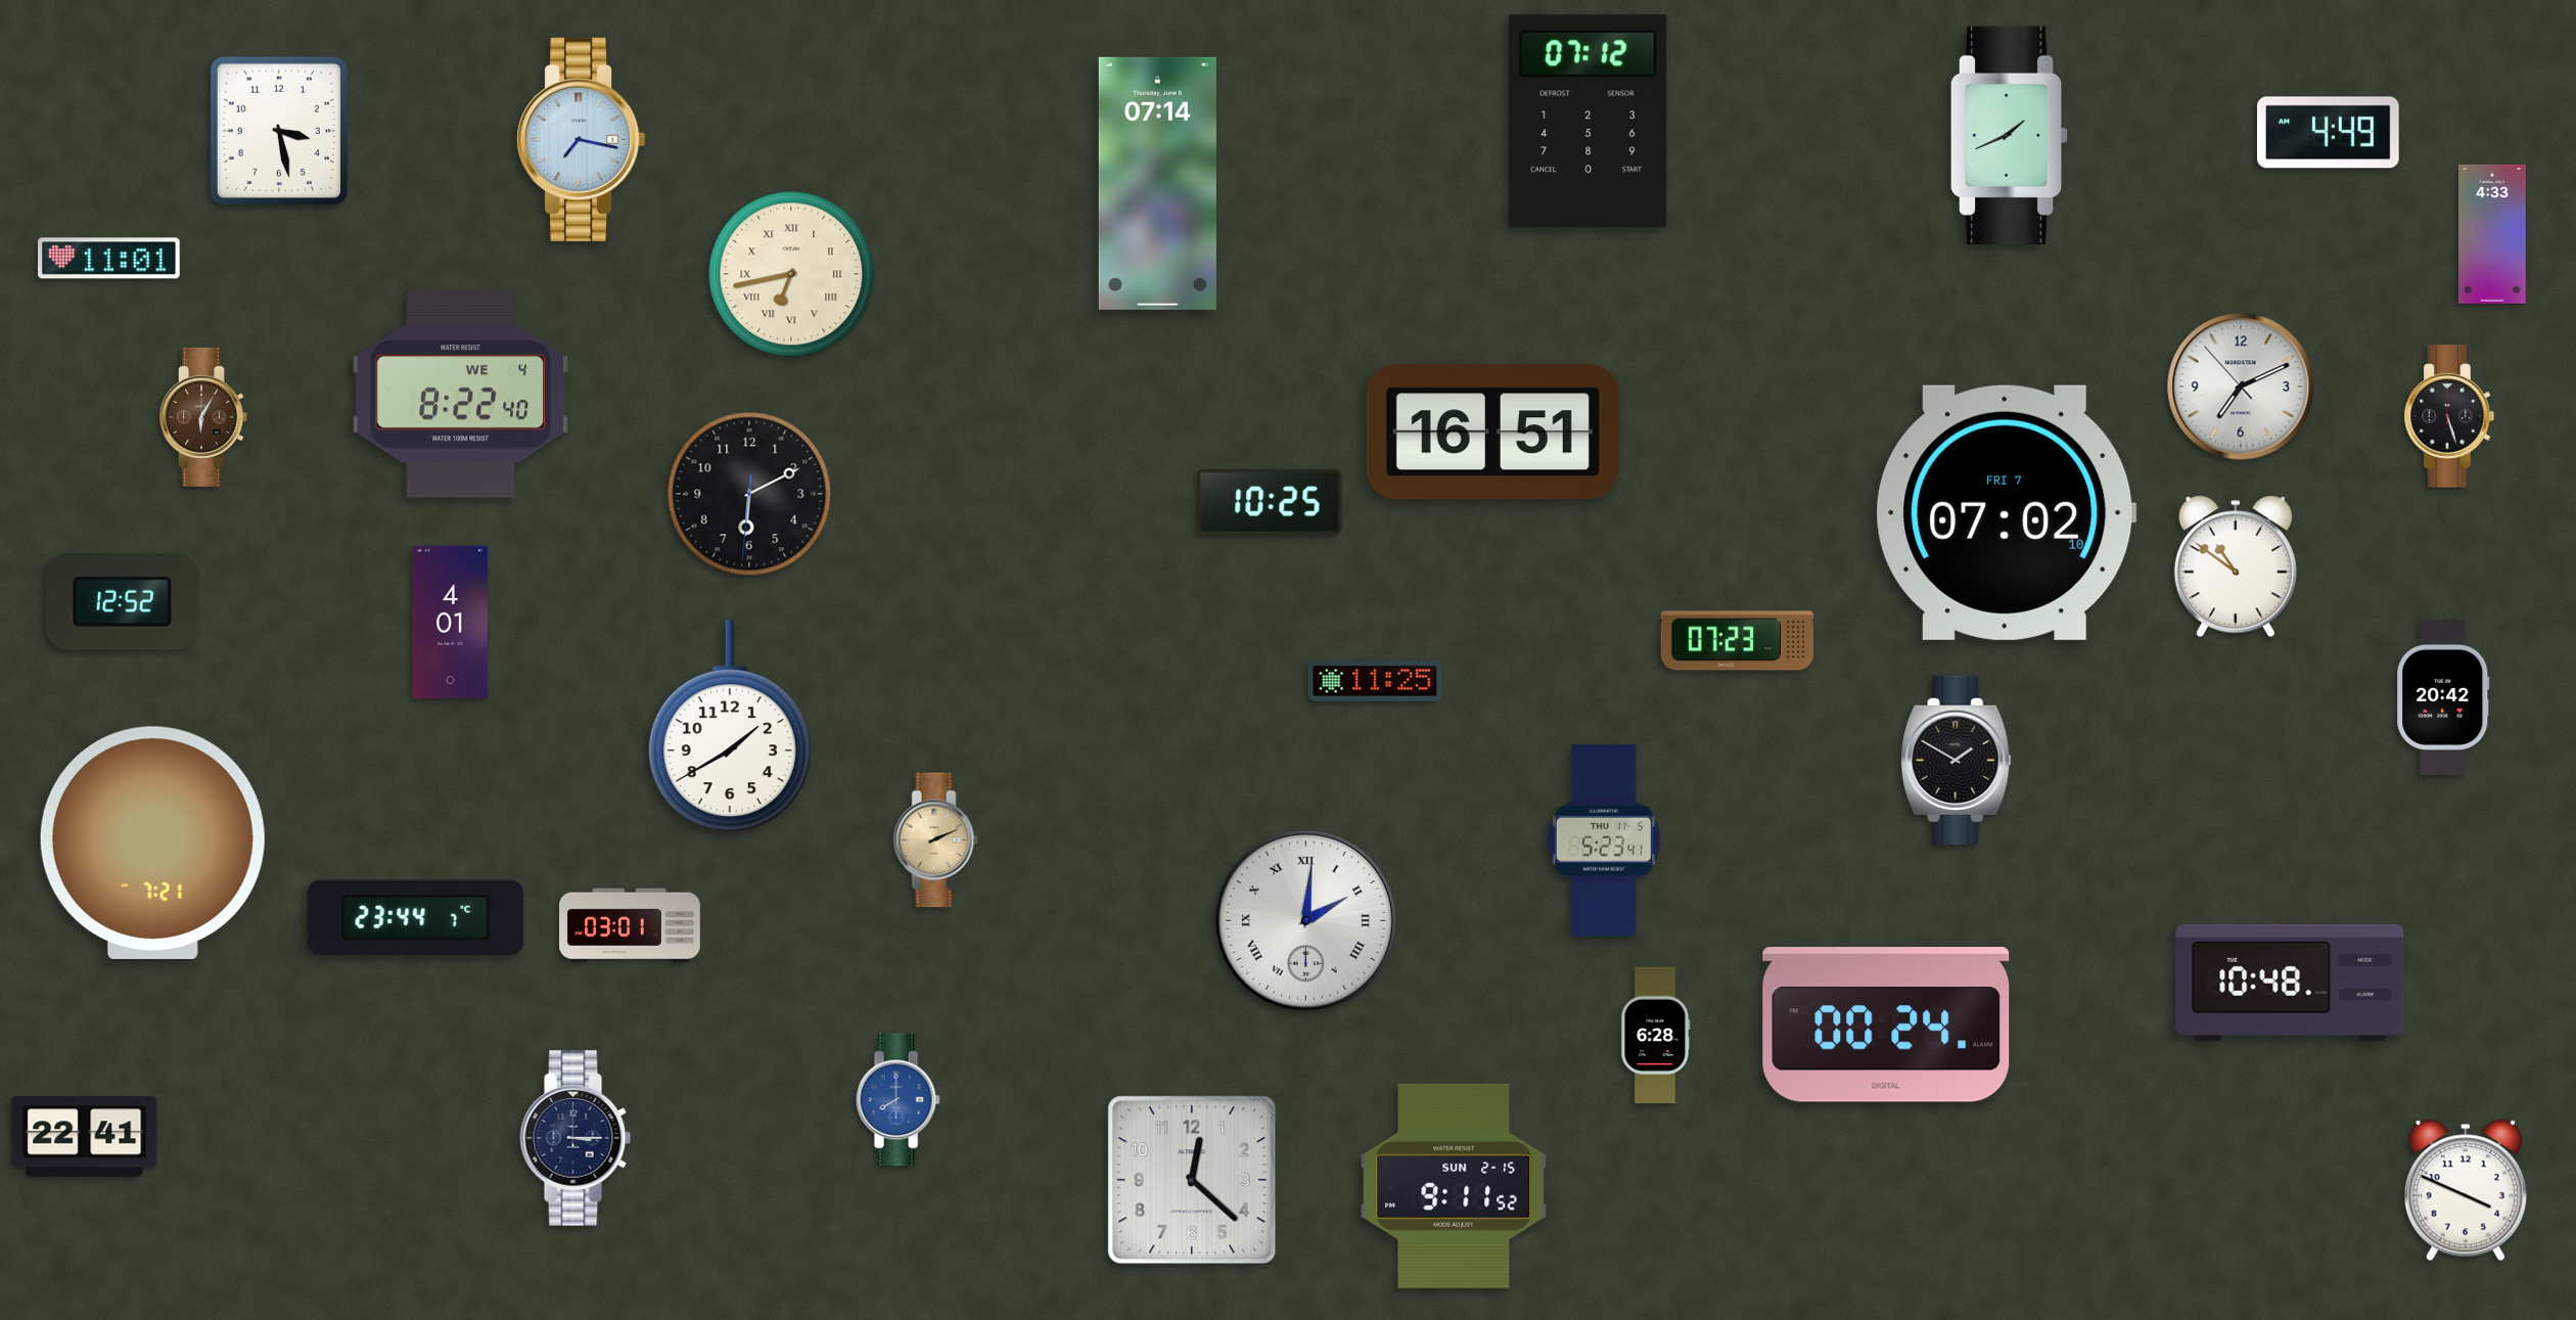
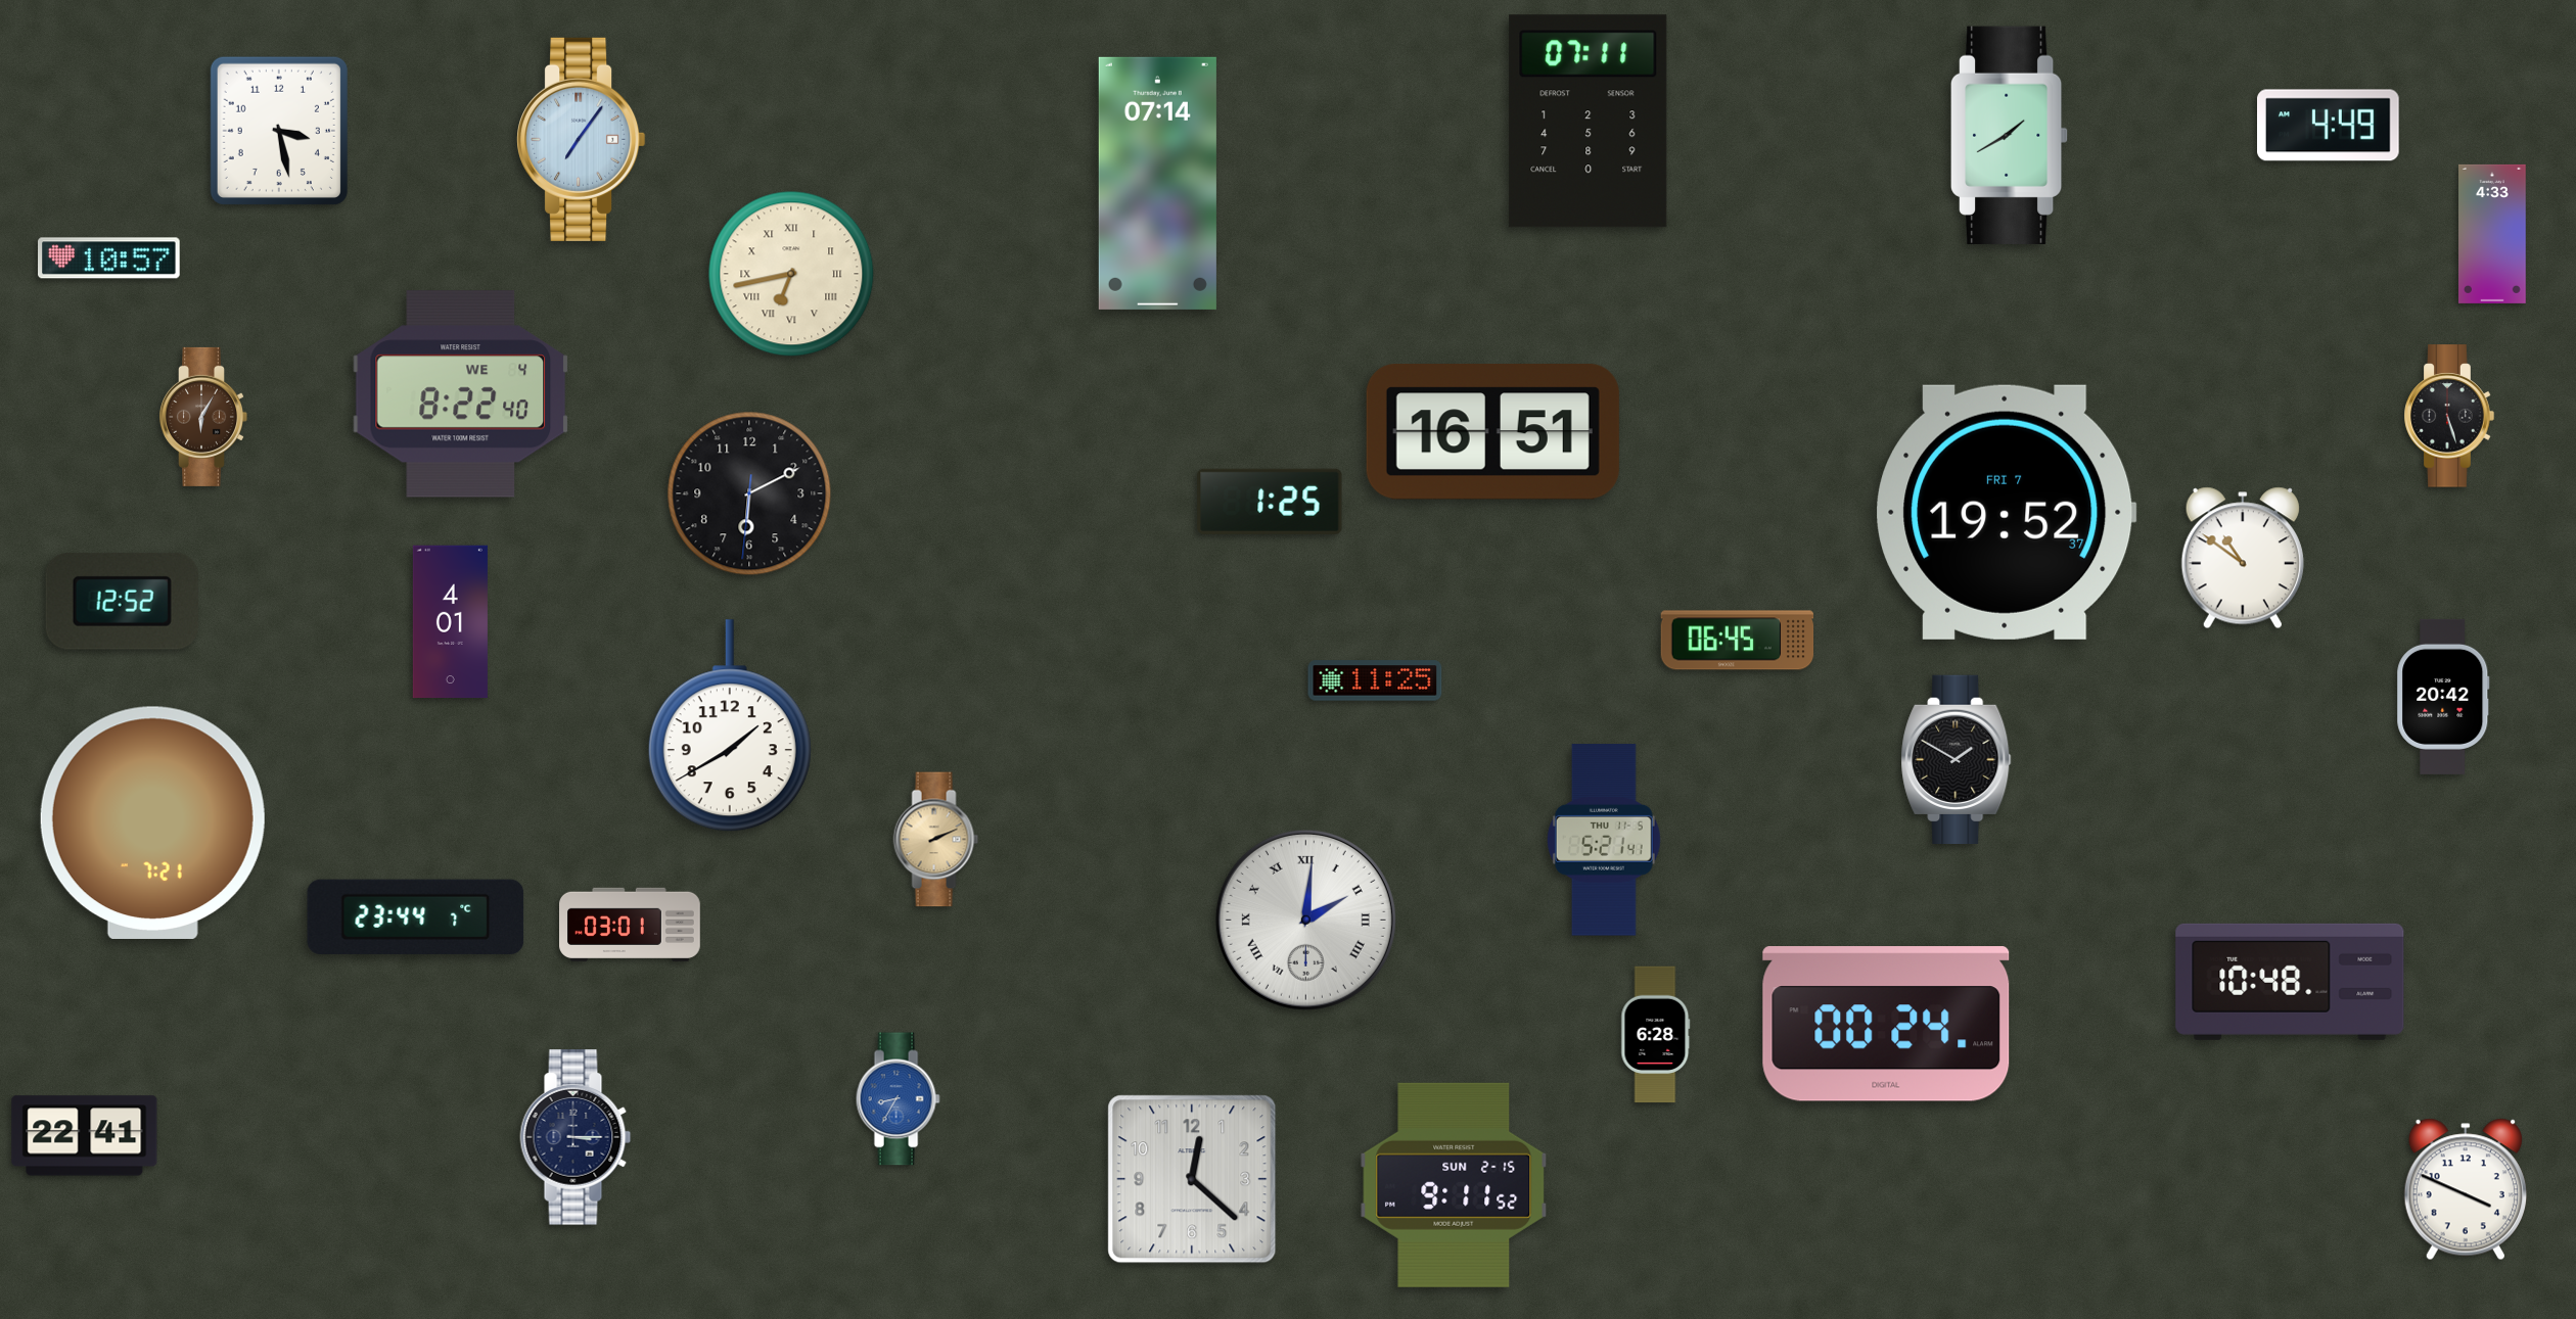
clock at (1589, 122): 07:12 -> 07:11
clock at (2329, 133) position: (2329, 133) -> (2329, 126)
clock at (2010, 135): 1:41 -> 1:40
clock at (582, 139): 7:17 -> 7:06
clock at (109, 259): 11:01 -> 10:57
clock at (2241, 386): 7:10 -> none
clock at (1270, 502): 10:25 -> 1:25
clock at (2007, 512): 07:02 -> 19:52
clock at (2236, 566) position: (2236, 566) -> (2243, 558)
clock at (1738, 641): 07:23 -> 06:45
clock at (1604, 840): 5:23 -> 5:21
clock at (152, 843) position: (152, 843) -> (152, 822)
clock at (898, 1100): 8:00 -> 8:35
